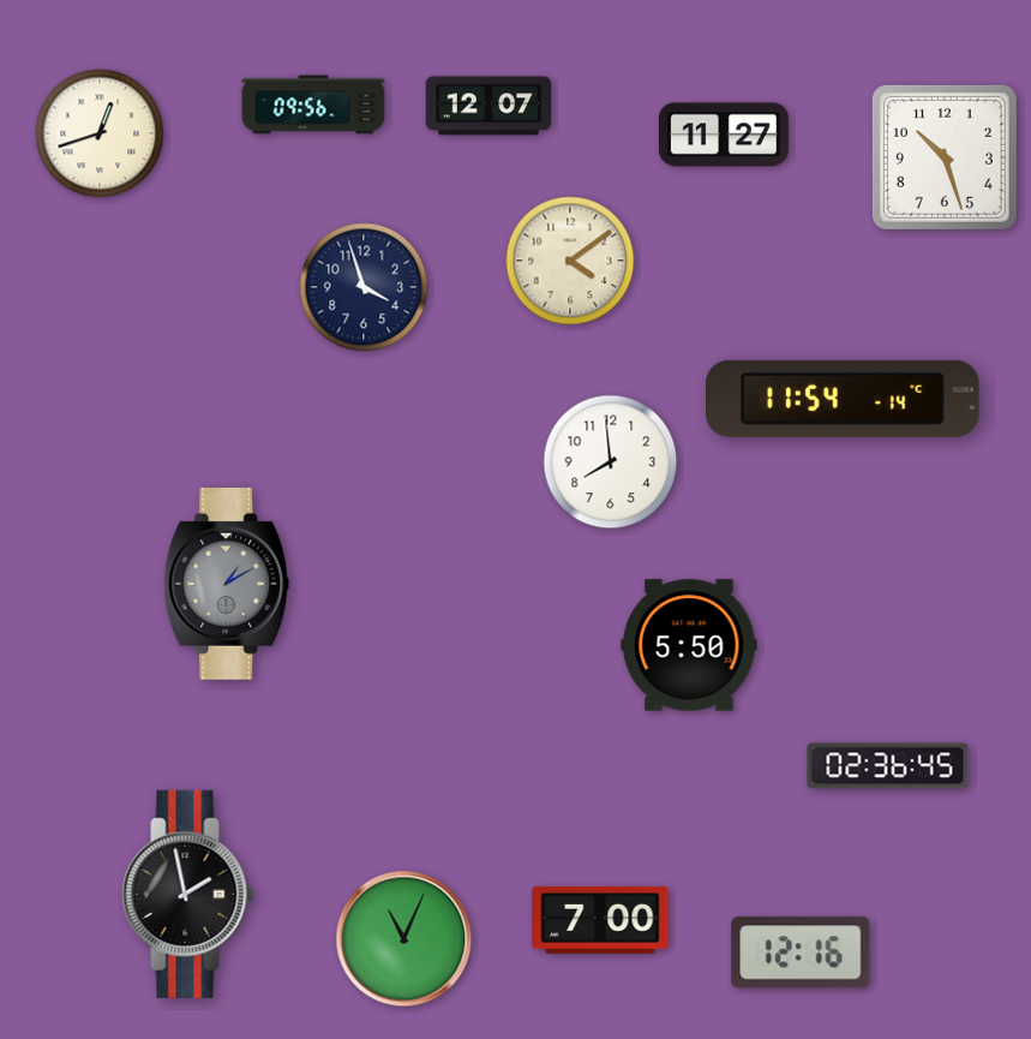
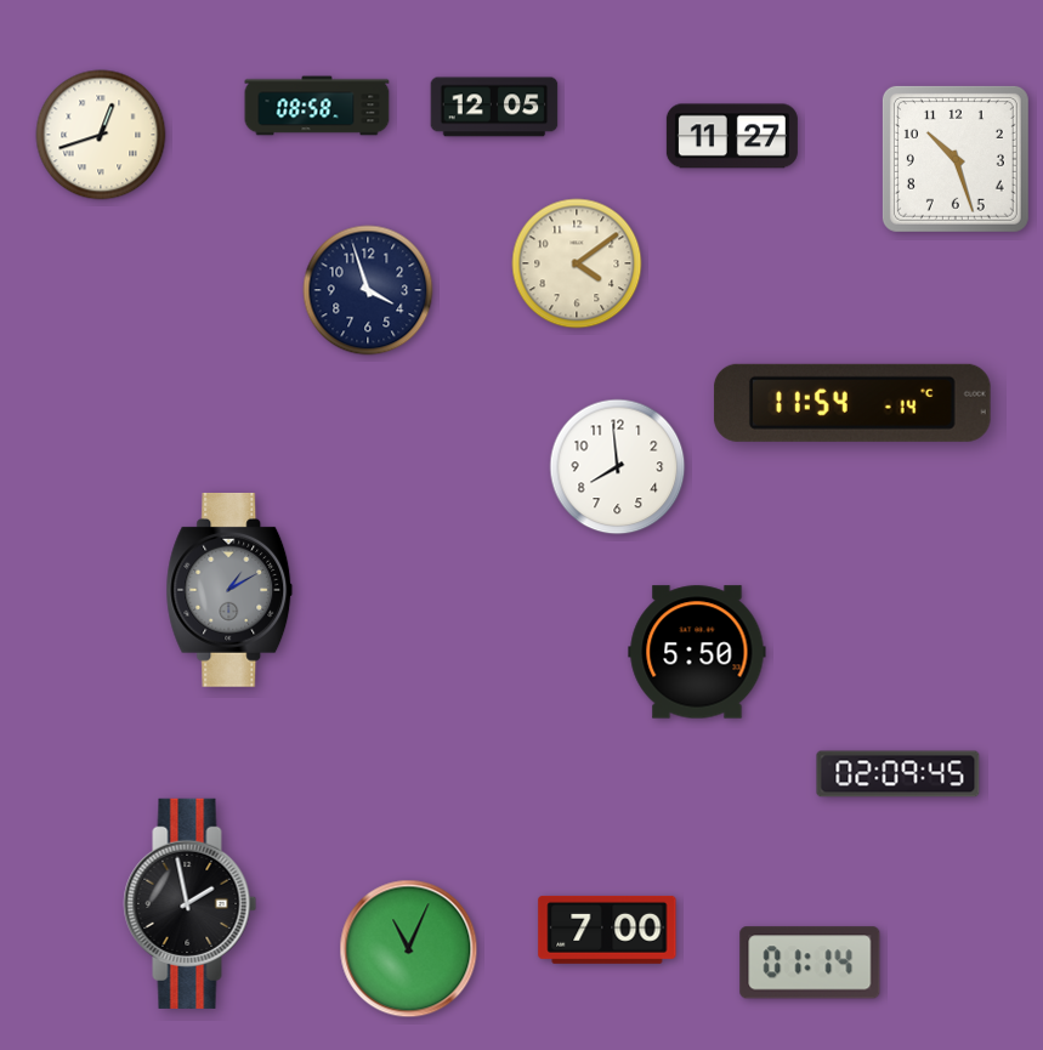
clock at (313, 105): 09:56 -> 08:58
clock at (488, 106): 12:07 -> 12:05
clock at (888, 766): 02:36 -> 02:09
clock at (801, 953): 12:16 -> 01:14
